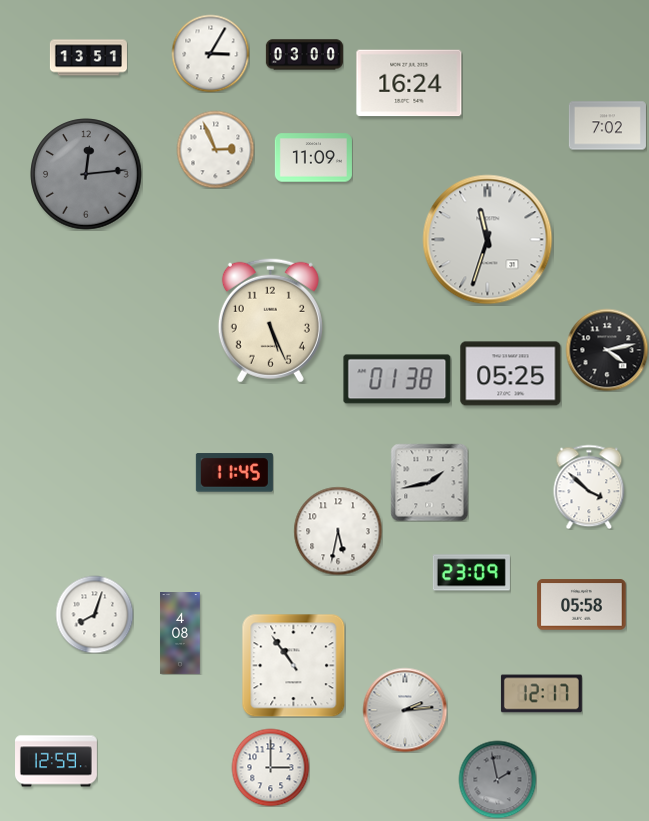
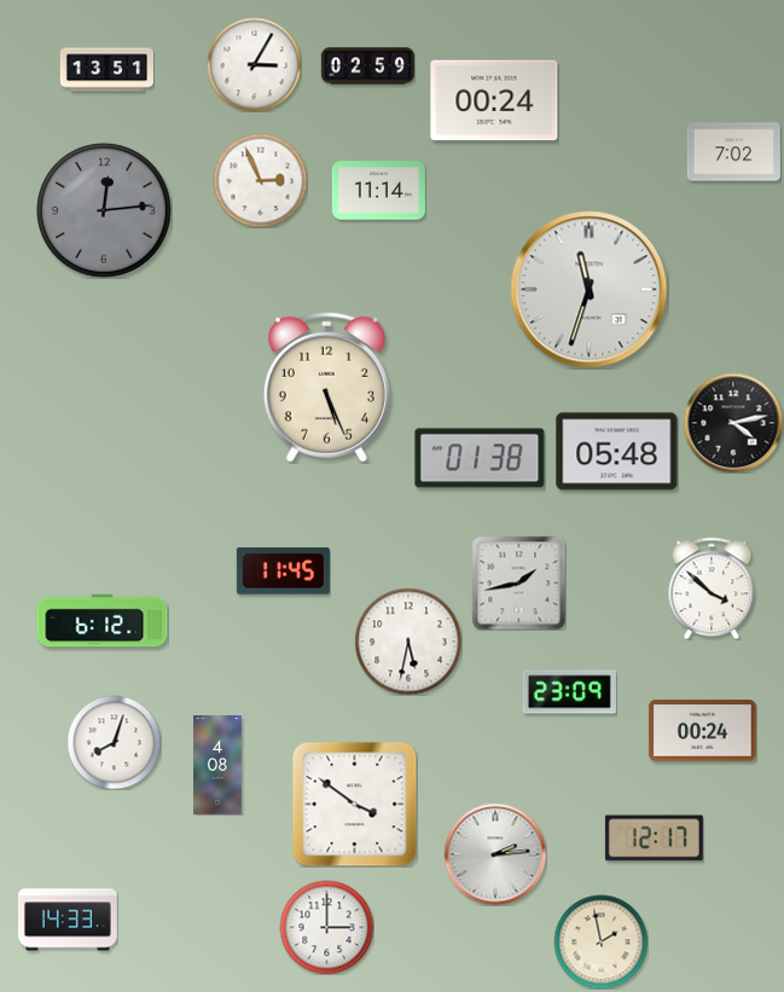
clock at (304, 55): 03:00 -> 02:59
clock at (409, 83): 16:24 -> 00:24
clock at (313, 158): 11:09 -> 11:14
clock at (511, 374): 05:25 -> 05:48
clock at (103, 621): none -> 6:12
clock at (582, 605): 05:58 -> 00:24
clock at (293, 665): 10:54 -> 3:51
clock at (405, 710) position: (405, 710) -> (495, 854)
clock at (57, 761): 12:59 -> 14:33
clock at (497, 779) dial: grey -> cream
